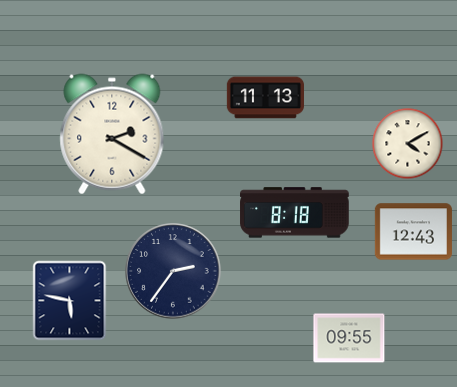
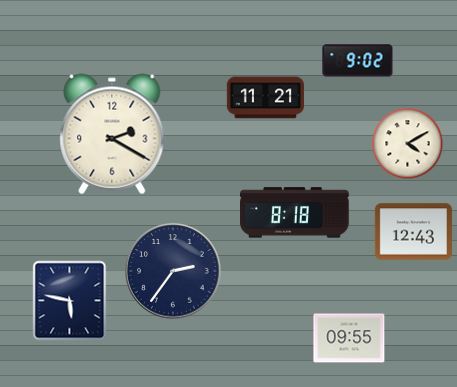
clock at (358, 61): none -> 9:02
clock at (265, 98): 11:13 -> 11:21
